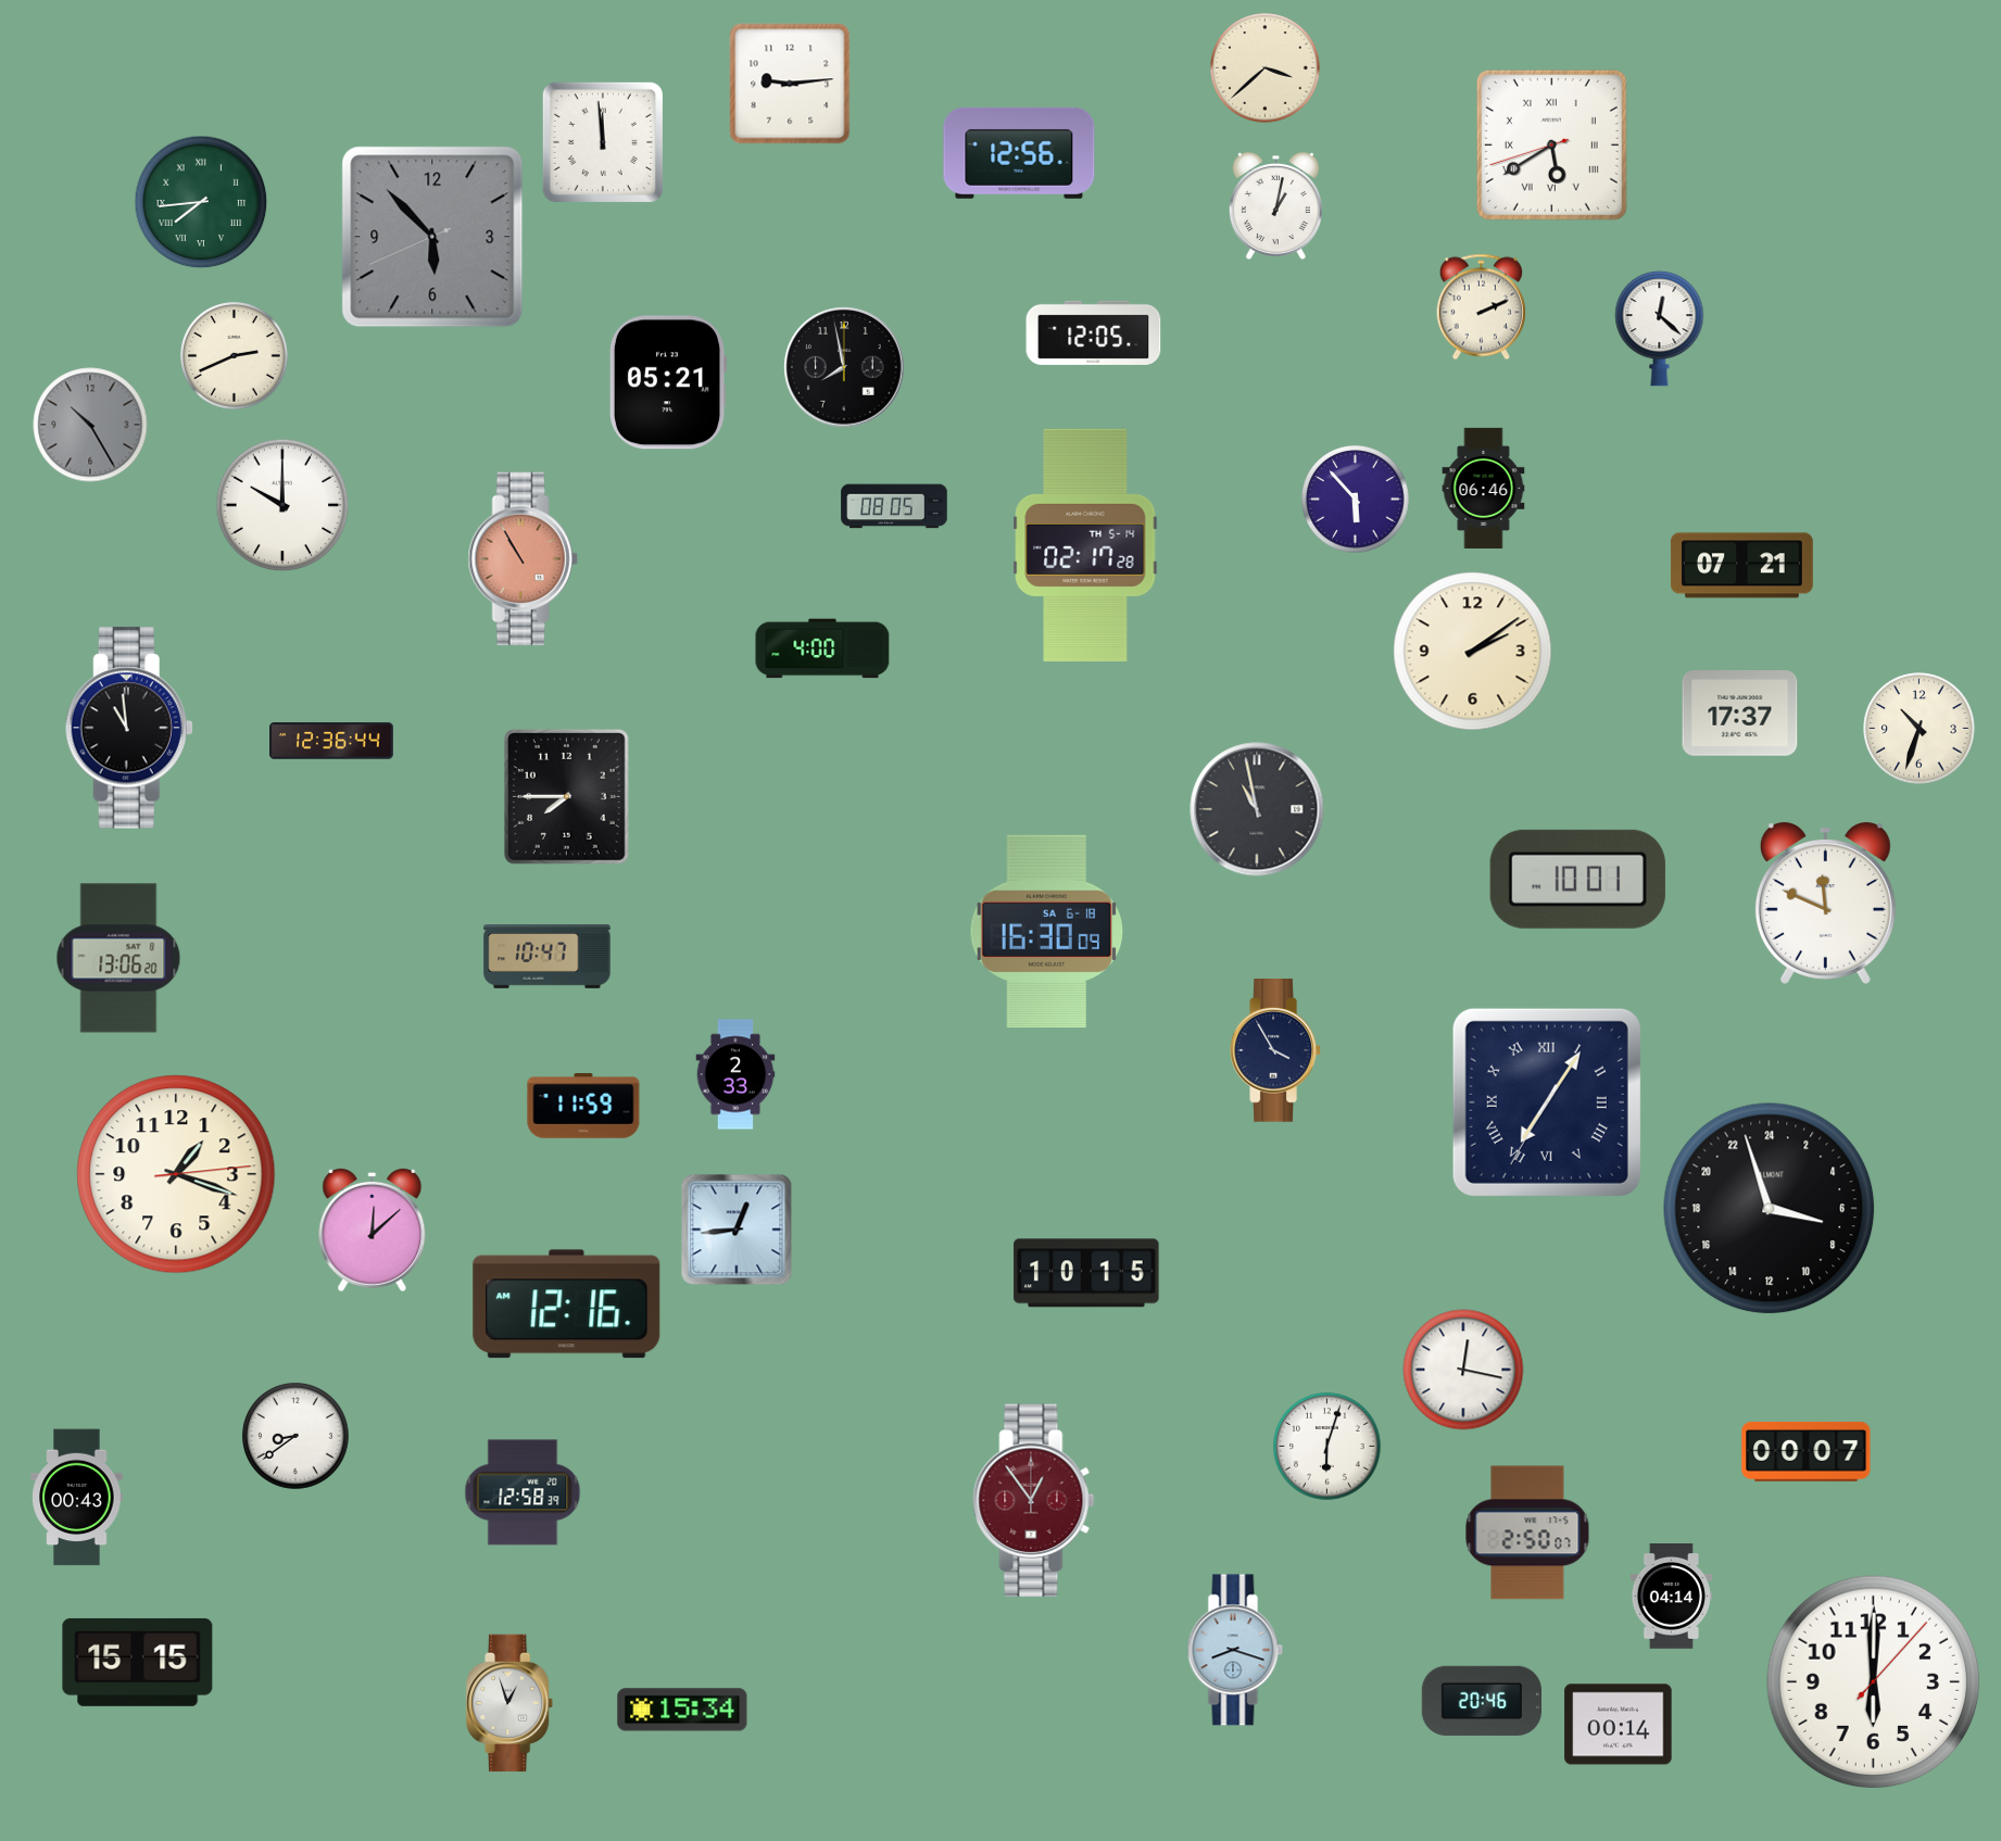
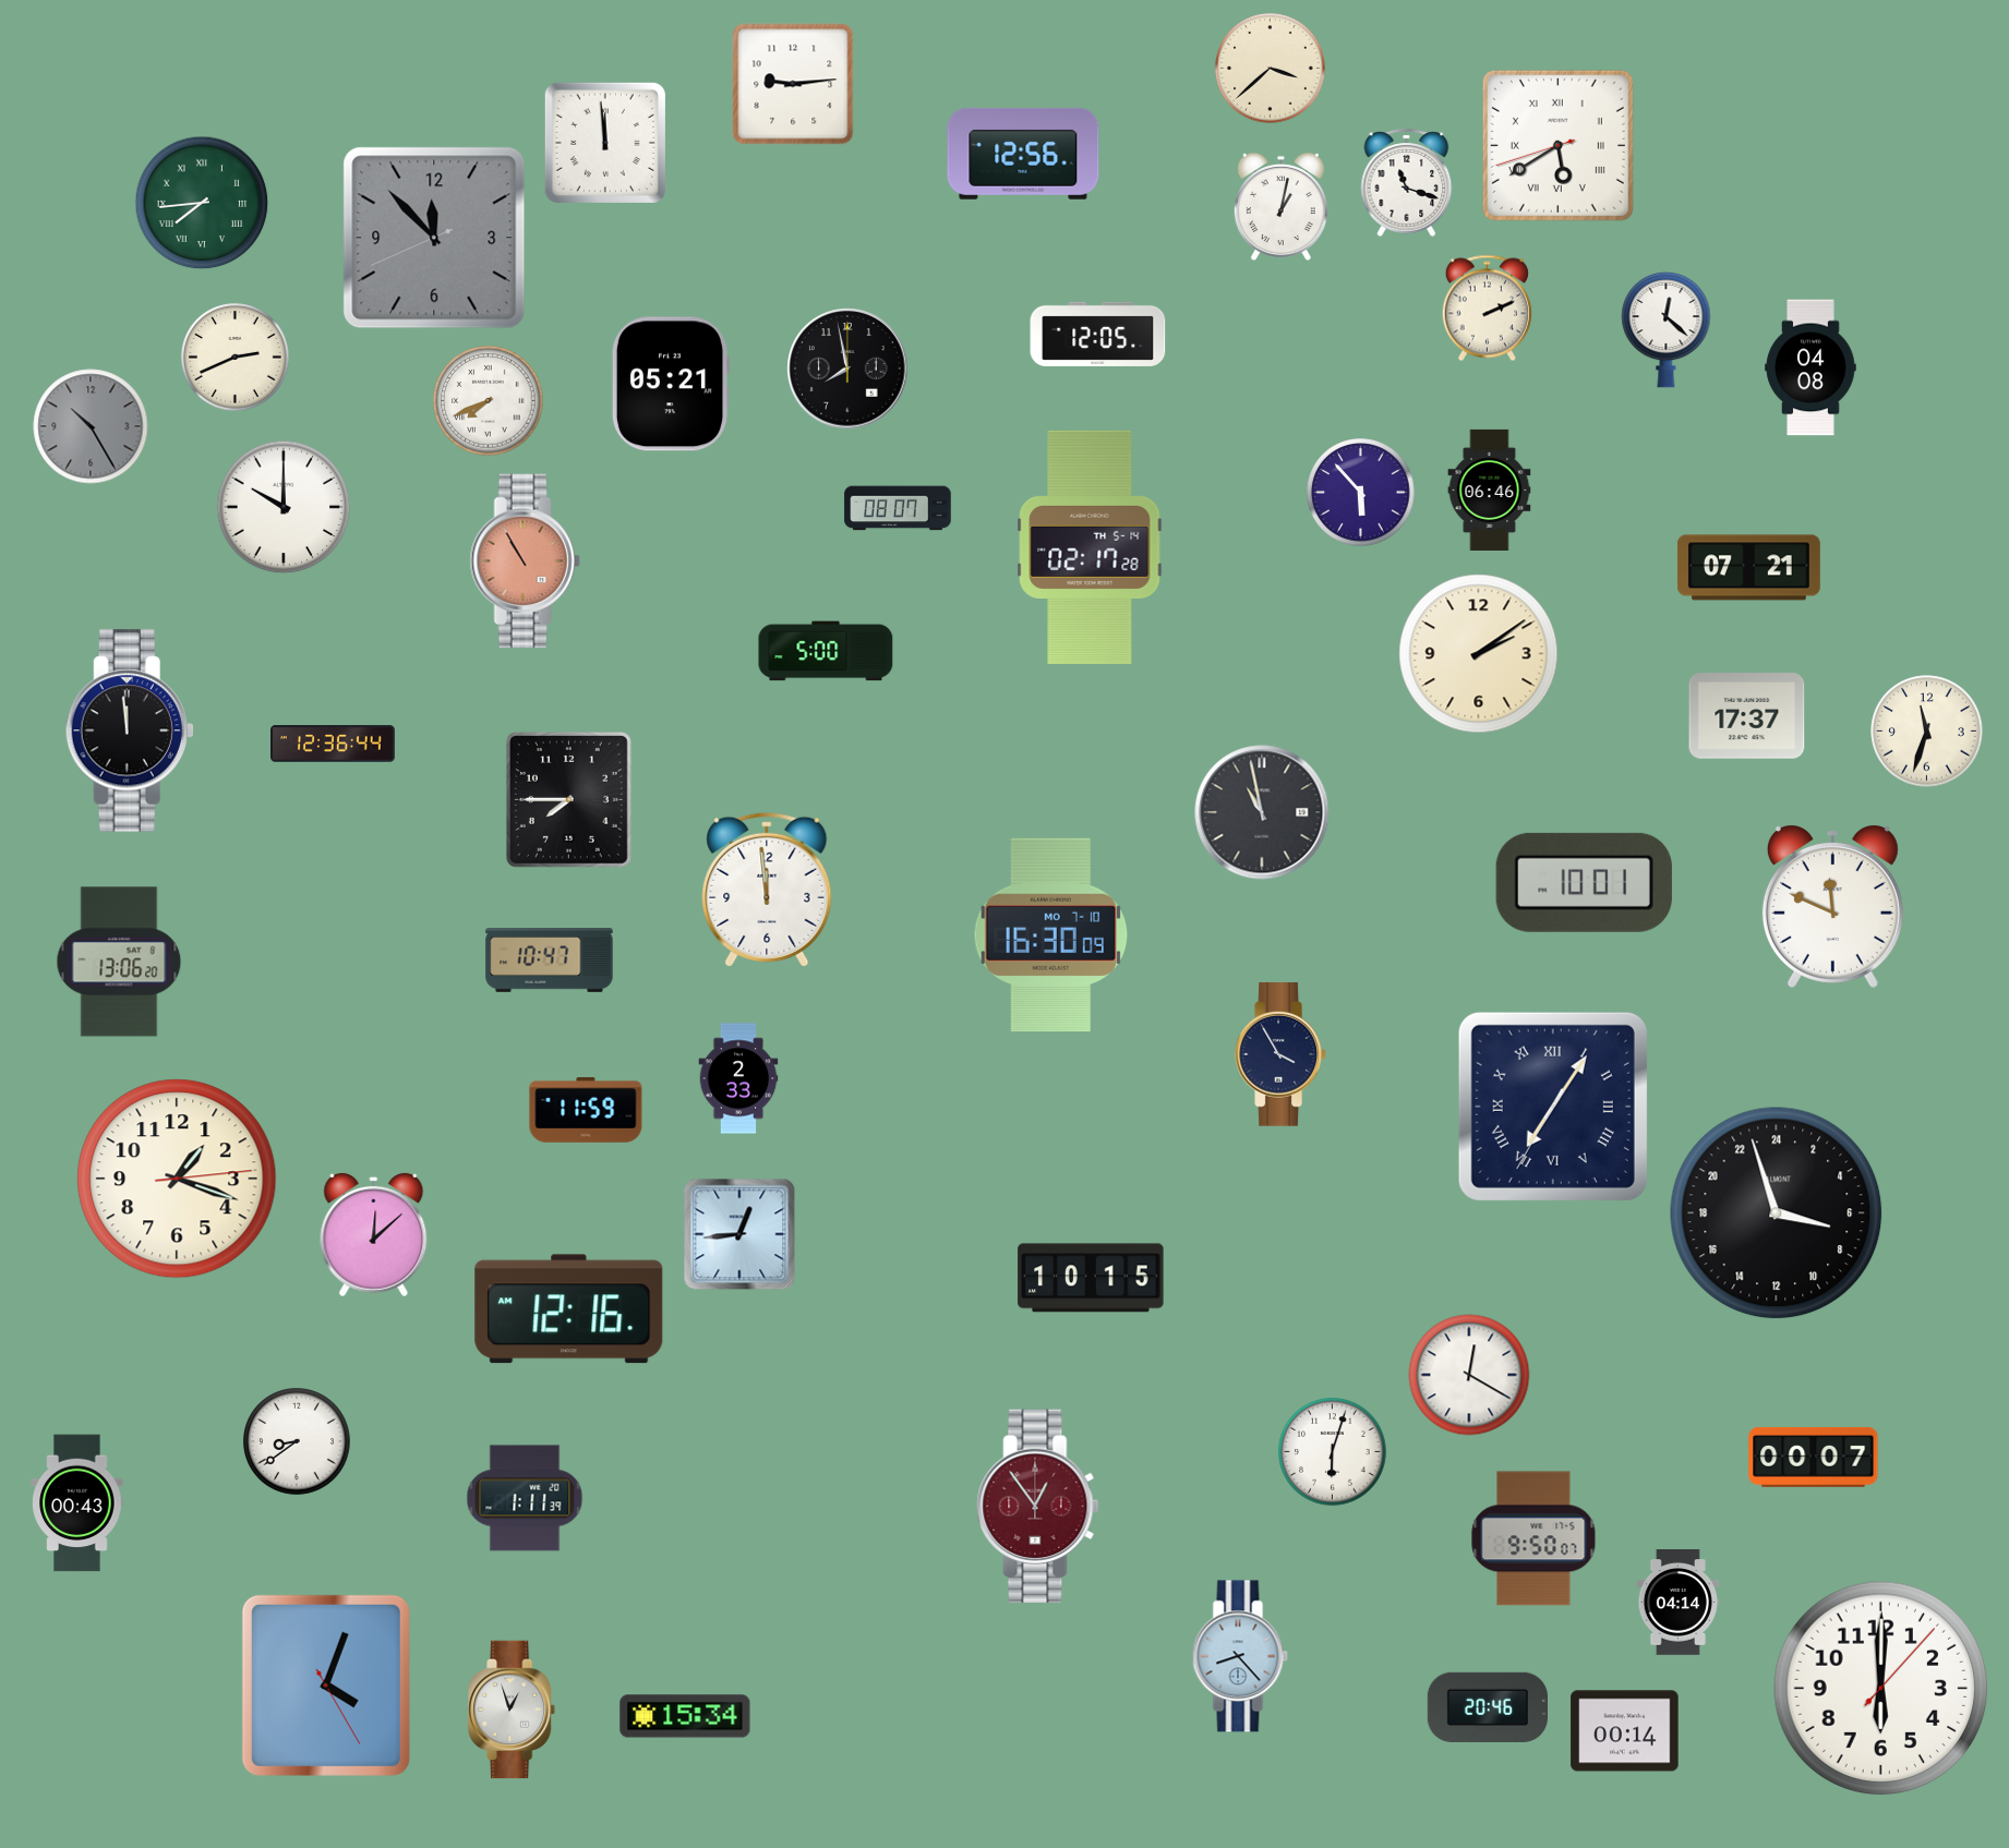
clock at (1407, 182): none -> 11:18
clock at (432, 237): 5:52 -> 11:52
clock at (1810, 367): none -> 04:08
clock at (489, 401): none -> 7:41
clock at (1356, 500) position: (1356, 500) -> (1361, 493)
clock at (894, 506): 08:05 -> 08:07
clock at (822, 648): 4:00 -> 5:00
clock at (129, 728): 10:59 -> 11:59
clock at (1920, 729): 10:33 -> 11:33
clock at (767, 890): none -> 11:59
clock at (1047, 932) date: SA 6-18 -> MO 7-10
clock at (1463, 1370): 12:17 -> 12:20
clock at (523, 1492): 12:58 -> 1:11
clock at (1527, 1533): 2:50 -> 9:50
clock at (1235, 1650): 8:18 -> 8:23
clock at (138, 1662): 15:15 -> none
clock at (326, 1686): none -> 4:03
